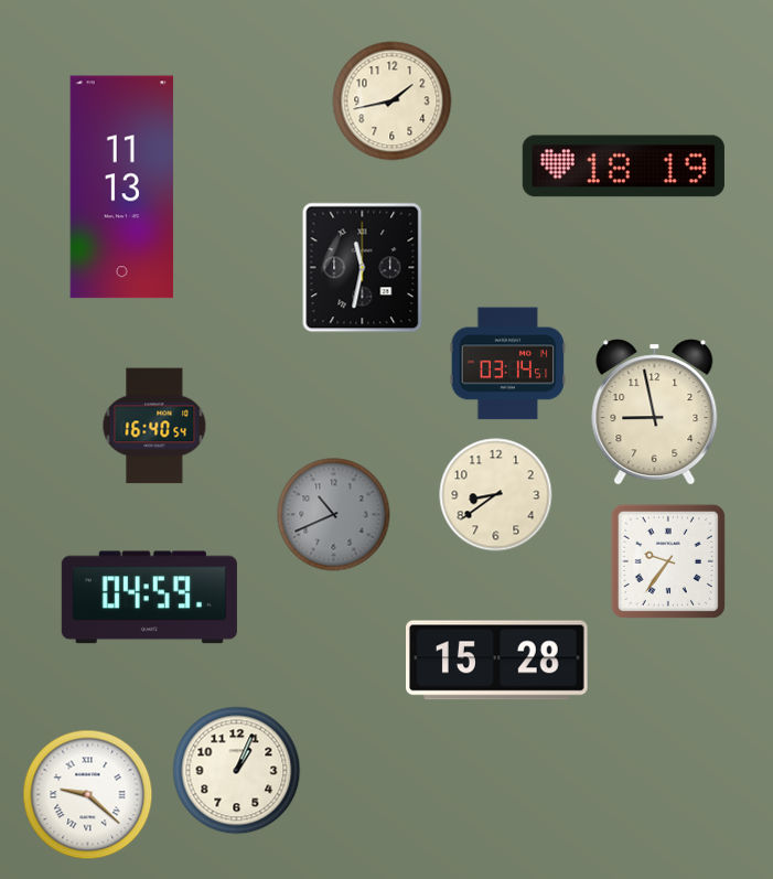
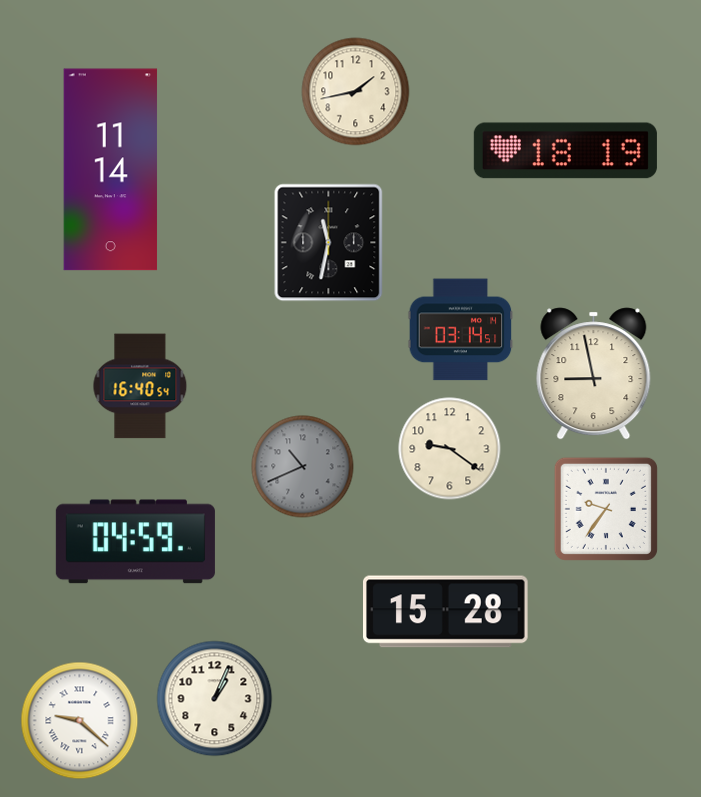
clock at (122, 187): 11:13 -> 11:14
clock at (496, 495): 8:39 -> 9:21
clock at (497, 661) position: (497, 661) -> (446, 612)
